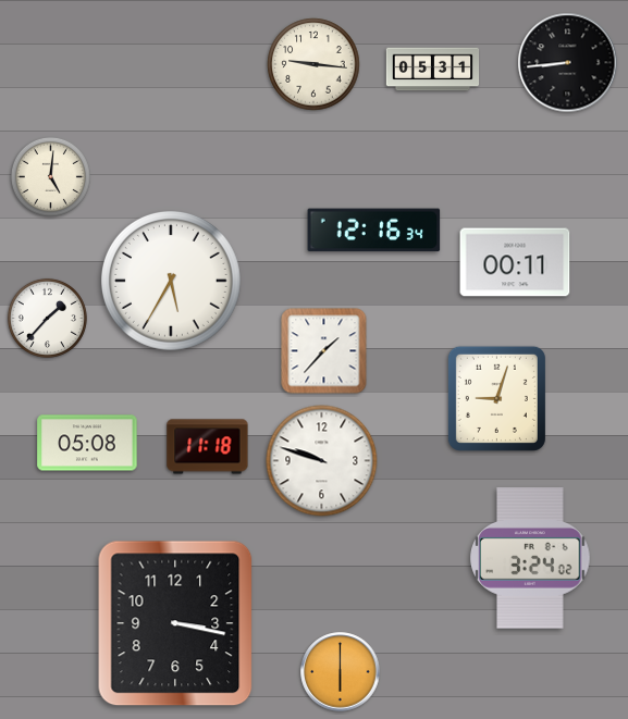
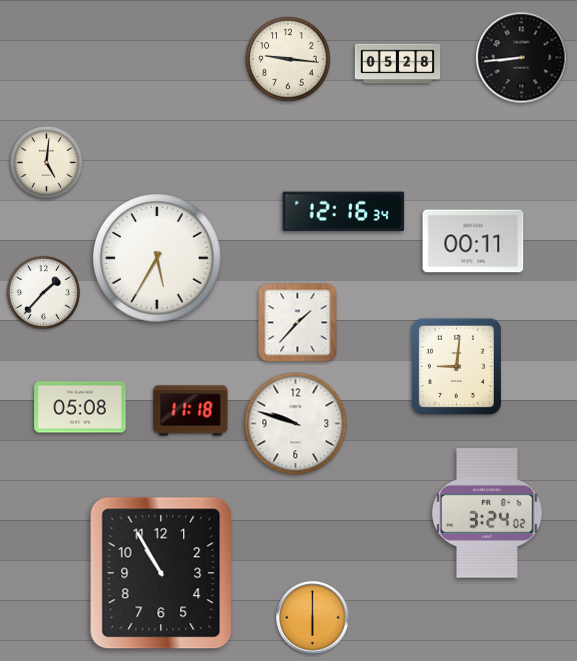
clock at (433, 70): 05:31 -> 05:28
clock at (496, 398): 9:03 -> 9:01
clock at (175, 623): 3:17 -> 10:55
